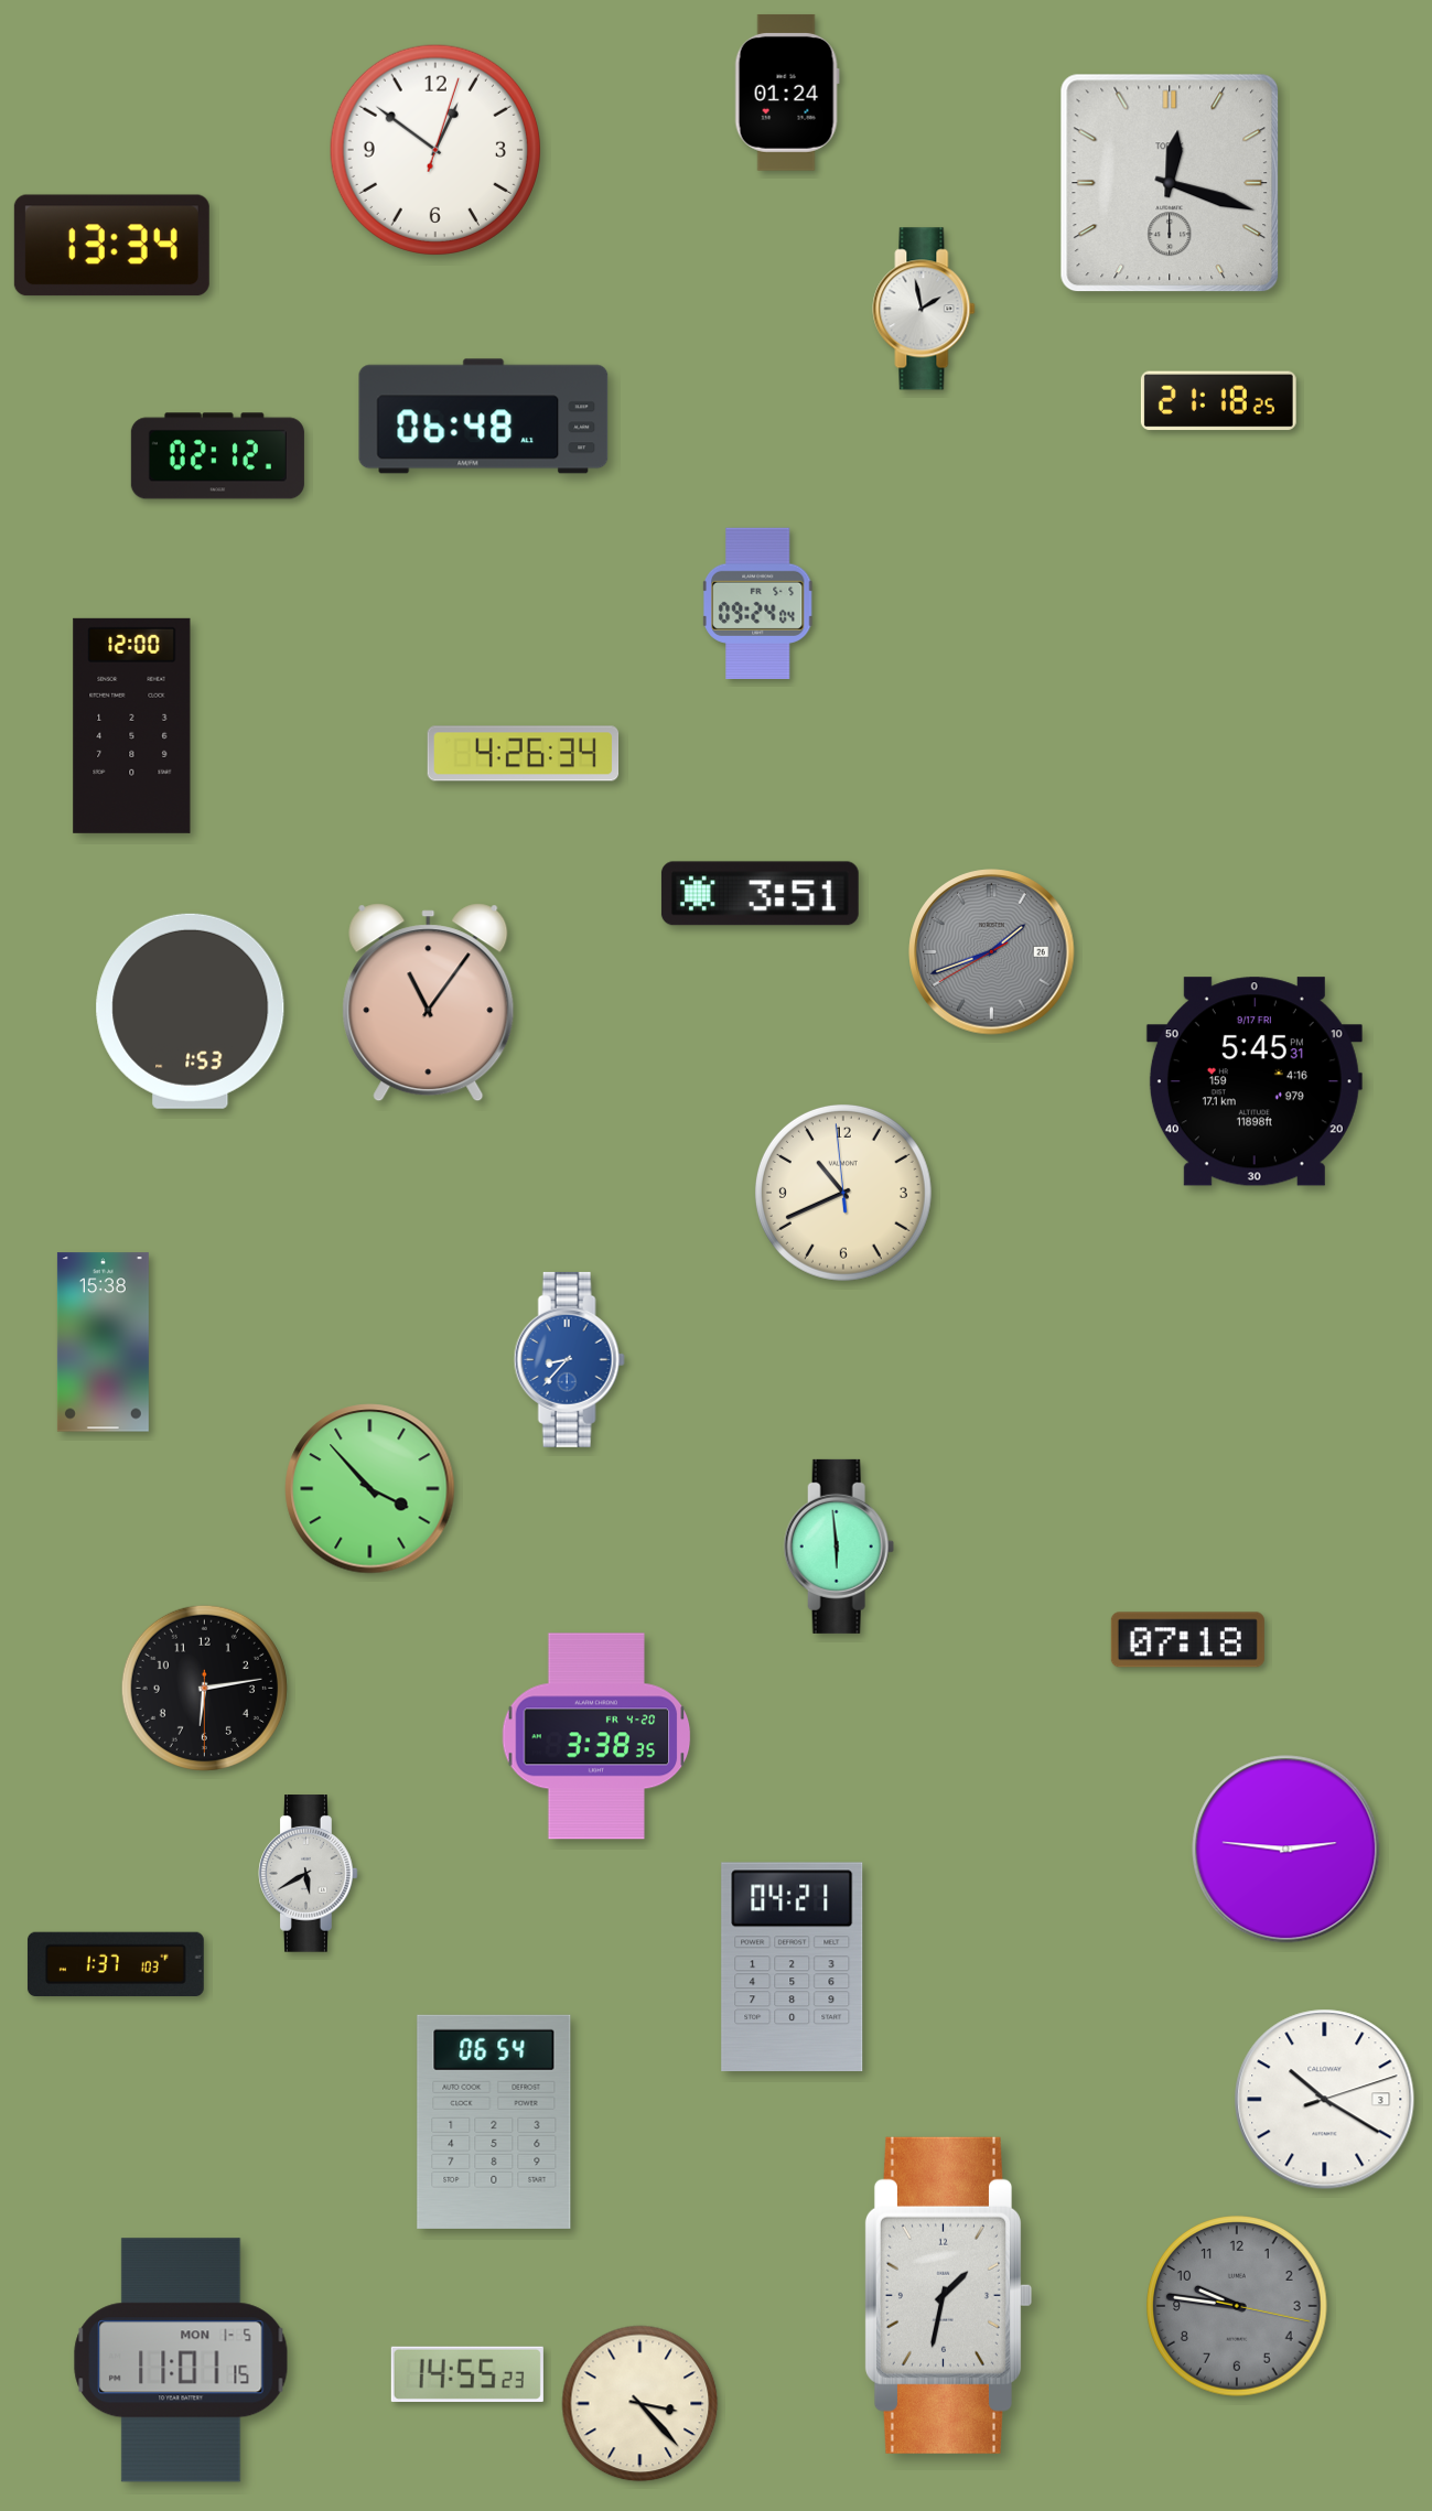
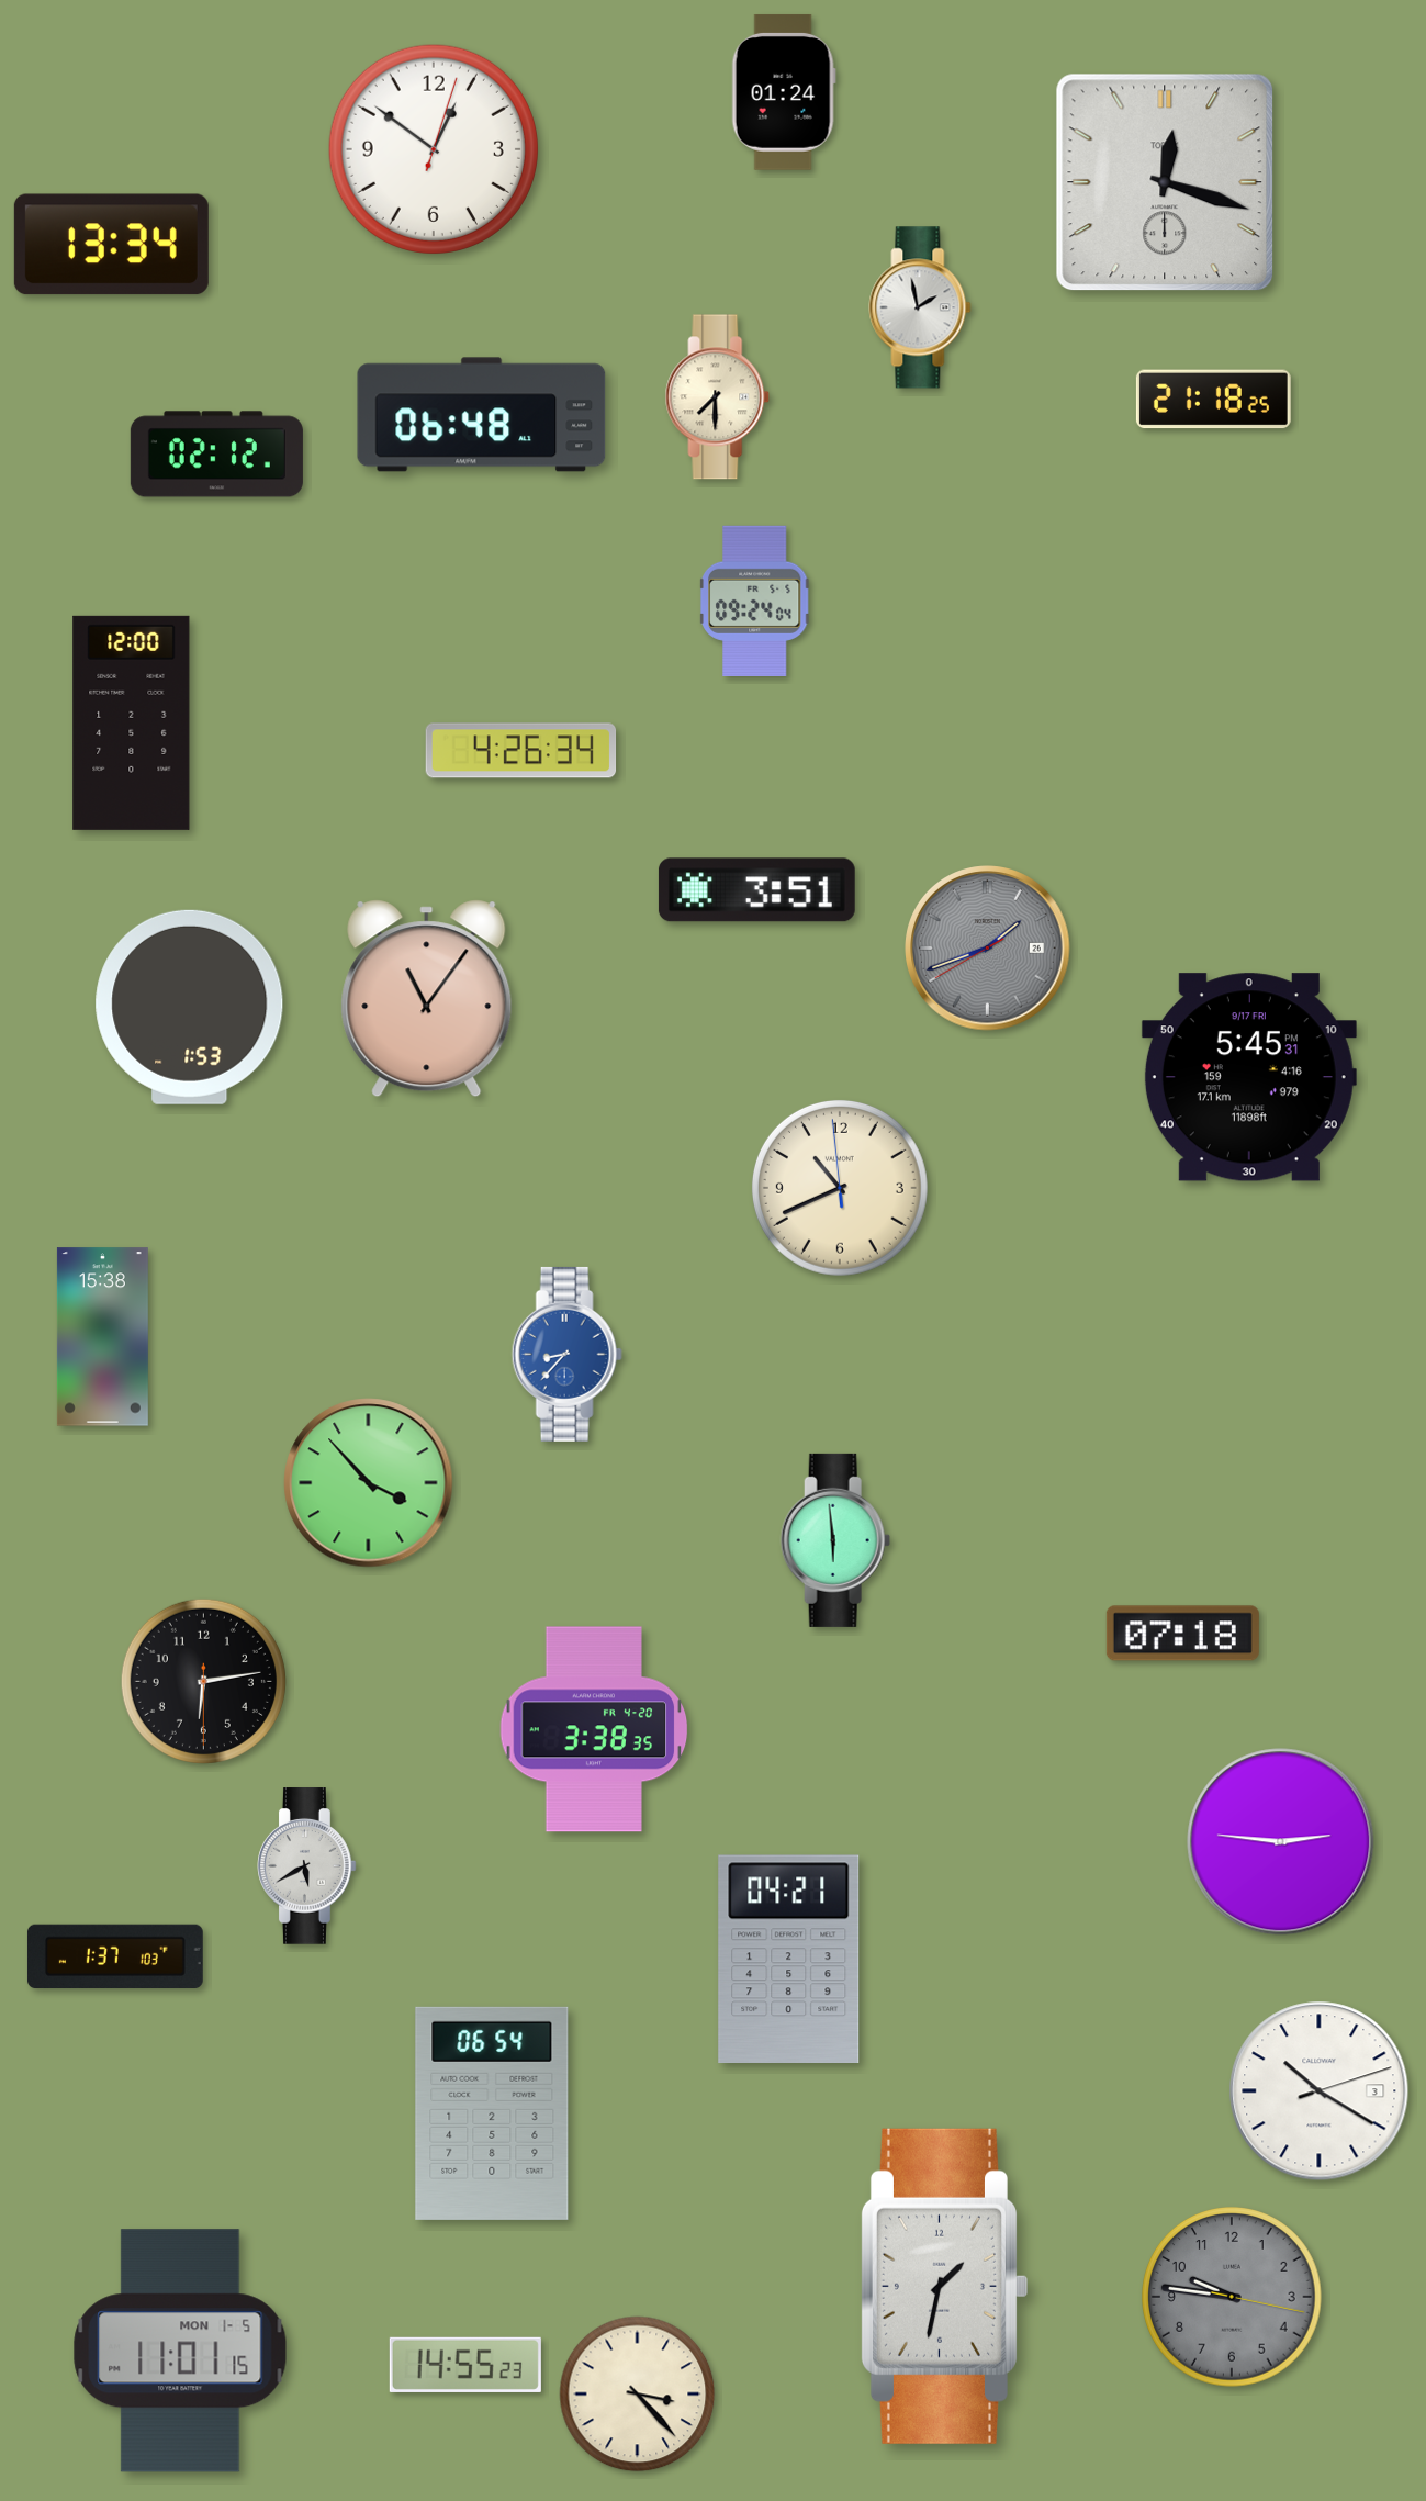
clock at (718, 397): none -> 7:30
